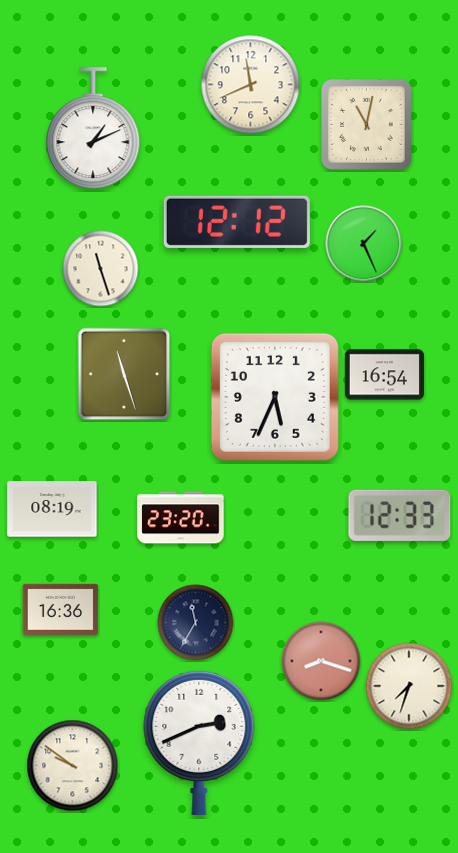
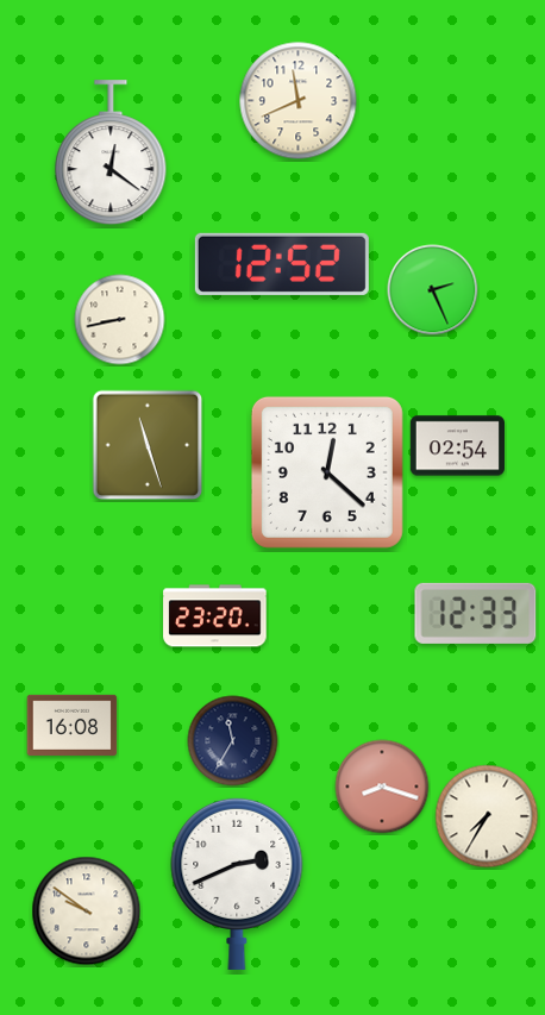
clock at (367, 125): 11:02 -> none
clock at (93, 129): 1:11 -> 12:21
clock at (237, 222): 12:12 -> 12:52
clock at (364, 244): 1:26 -> 2:26
clock at (101, 269): 11:27 -> 8:43
clock at (384, 375): 16:54 -> 02:54
clock at (275, 397): 5:34 -> 12:22
clock at (52, 509): 08:19 -> none
clock at (61, 609): 16:36 -> 16:08
clock at (409, 686): 7:33 -> 7:35
